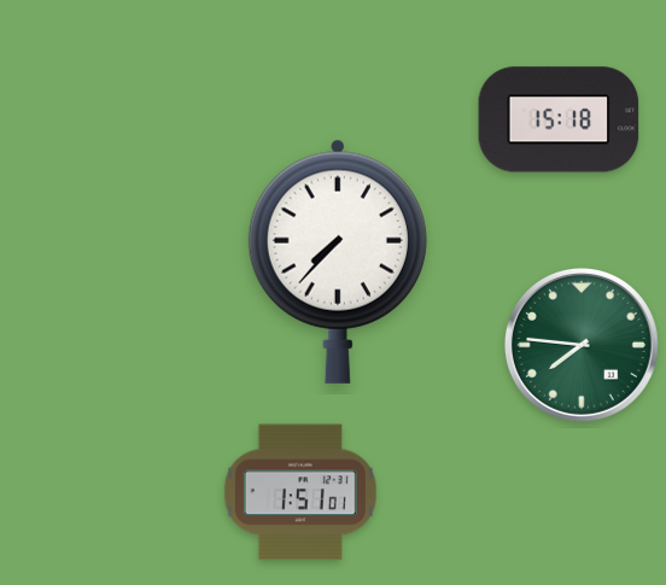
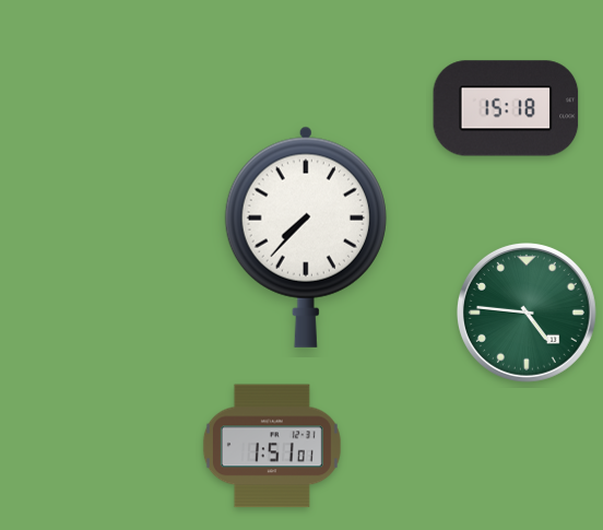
clock at (582, 345): 7:46 -> 4:46
